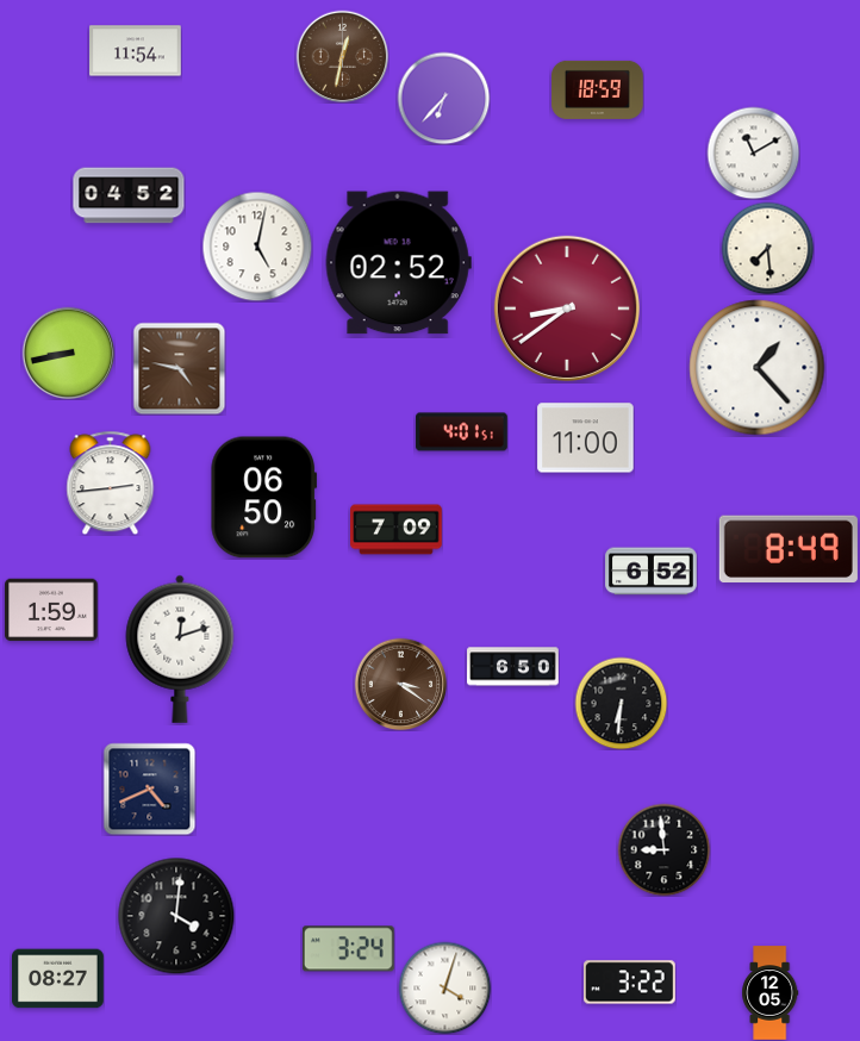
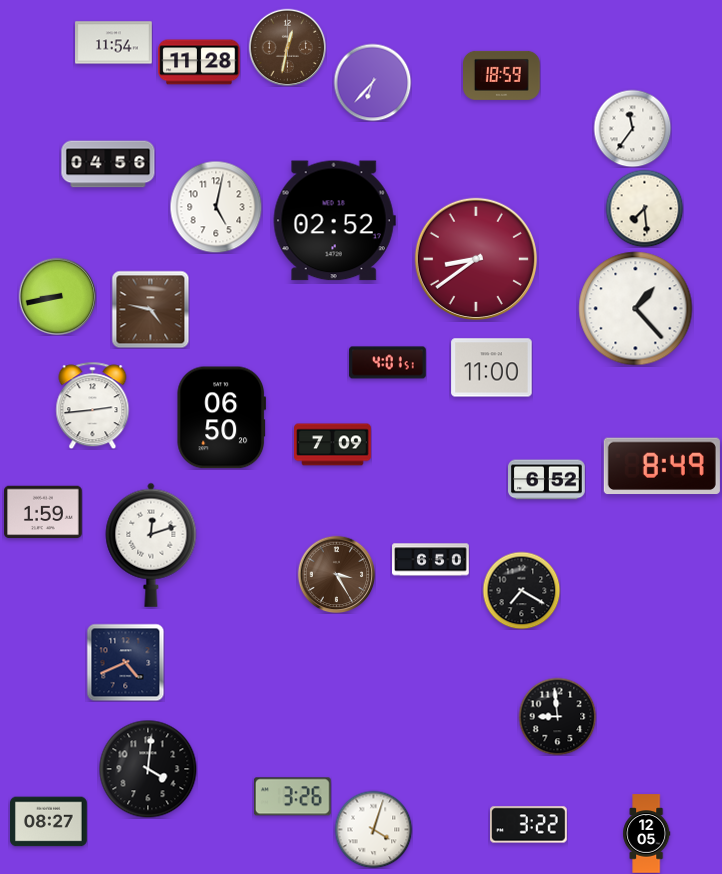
clock at (199, 62): none -> 11:28
clock at (753, 152): 11:10 -> 11:36
clock at (129, 195): 04:52 -> 04:56
clock at (789, 549) position: (789, 549) -> (662, 466)
clock at (400, 684): 3:21 -> 3:25
clock at (621, 703): 6:31 -> 7:20
clock at (663, 849) position: (663, 849) -> (557, 716)
clock at (348, 949): 3:24 -> 3:26
